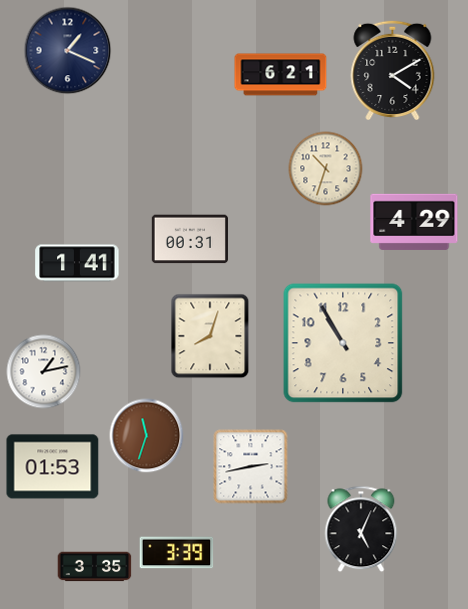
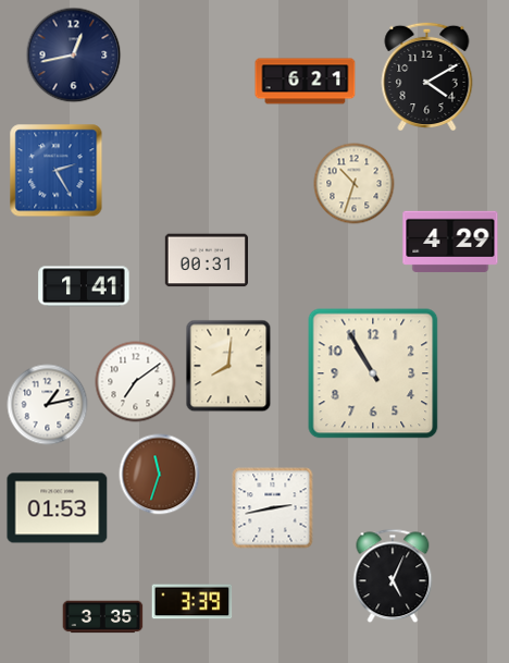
clock at (68, 51): 1:19 -> 12:43
clock at (57, 171): none -> 2:25
clock at (210, 336): 8:03 -> 8:01
clock at (136, 382): none -> 7:09
